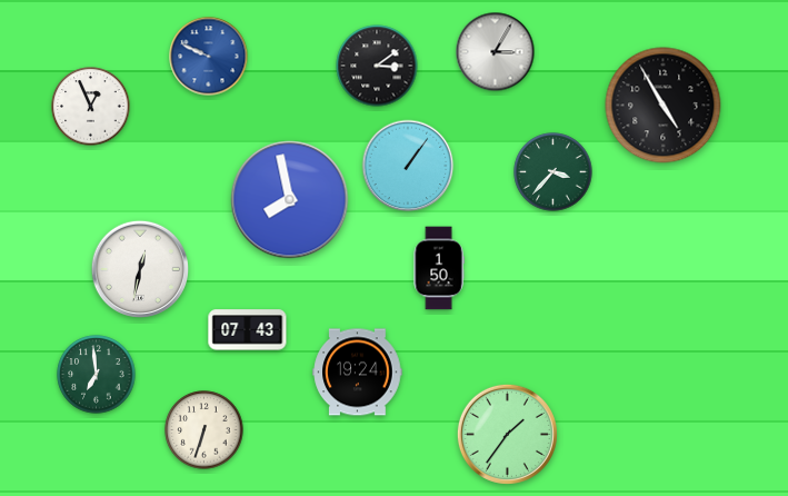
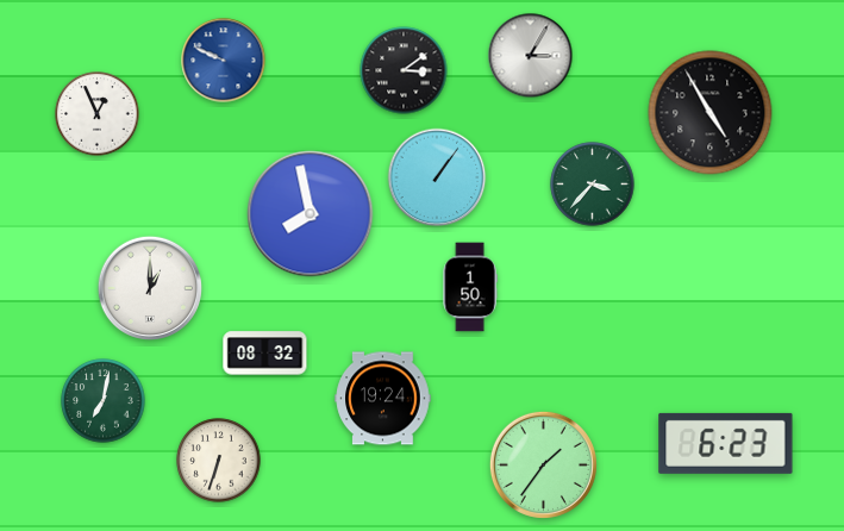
clock at (139, 268): 12:32 -> 1:00
clock at (248, 330): 07:43 -> 08:32
clock at (97, 375): 6:59 -> 7:02
clock at (726, 443): none -> 6:23
